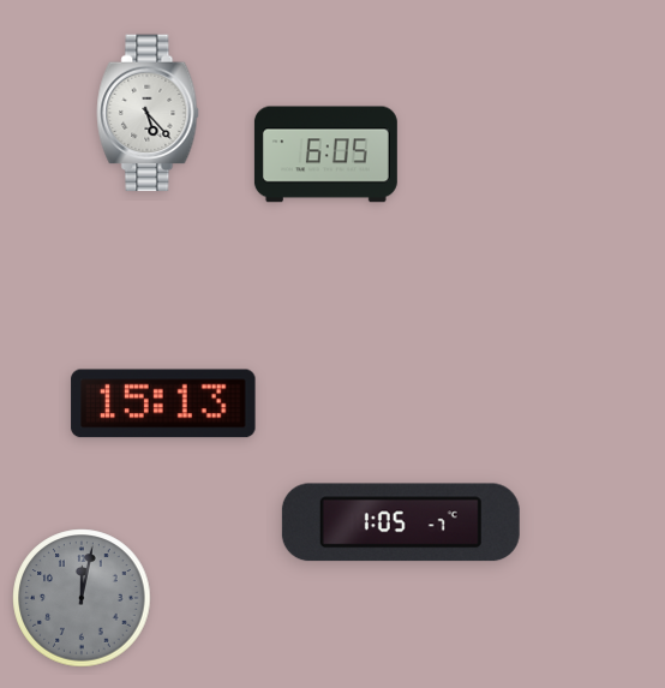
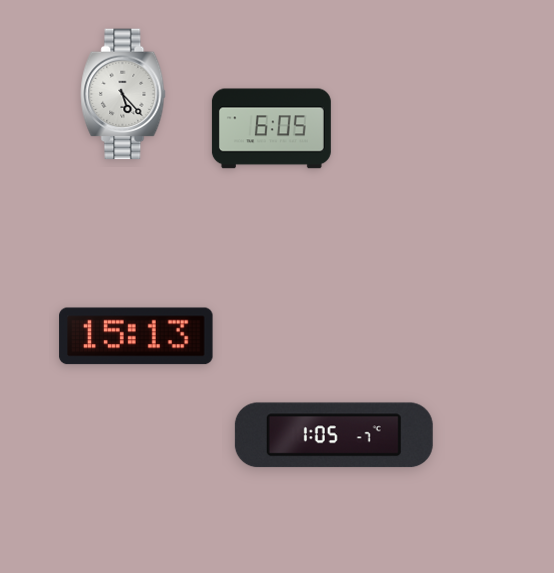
clock at (82, 598): 12:02 -> none
